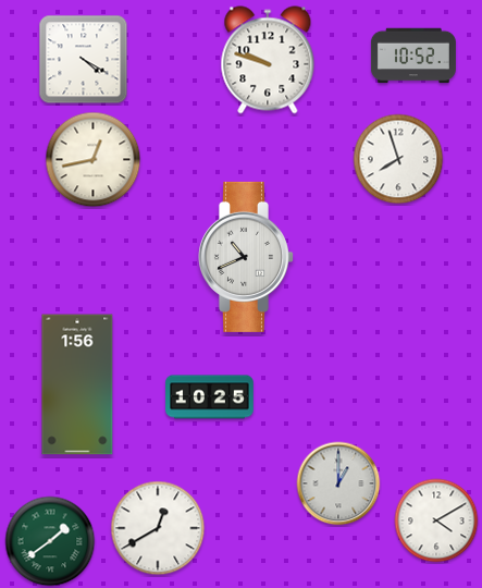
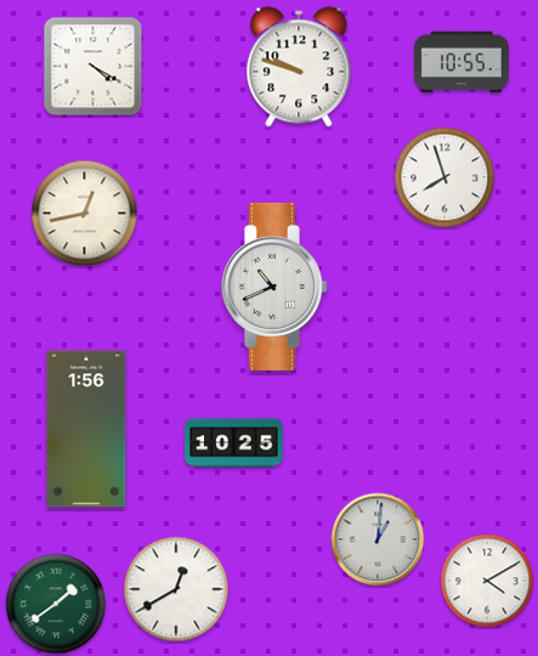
clock at (413, 56): 10:52 -> 10:55
clock at (94, 160) position: (94, 160) -> (85, 214)
clock at (338, 483): 1:00 -> 1:01
